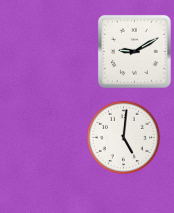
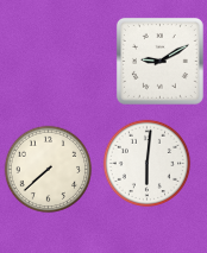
clock at (124, 138): 5:01 -> 6:01
clock at (49, 170): none -> 7:38
